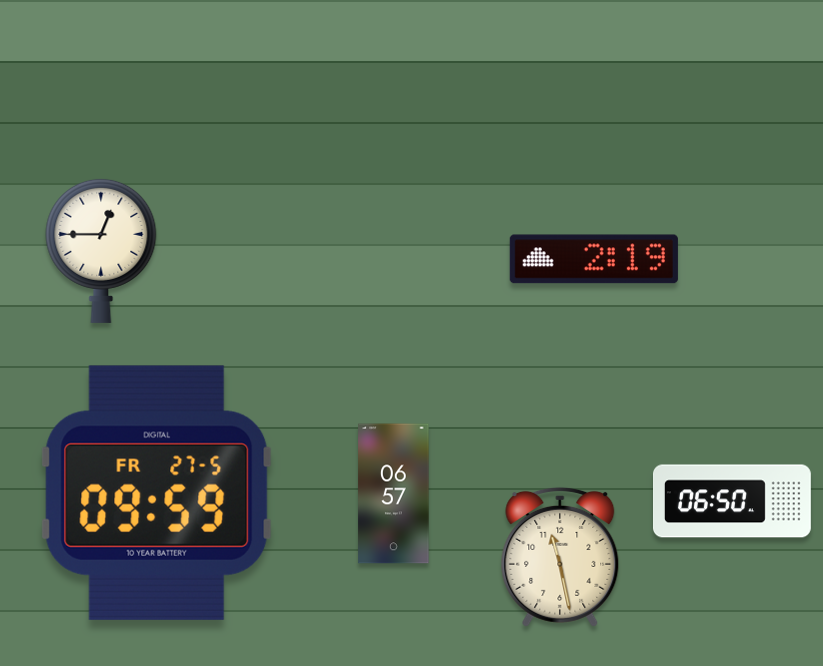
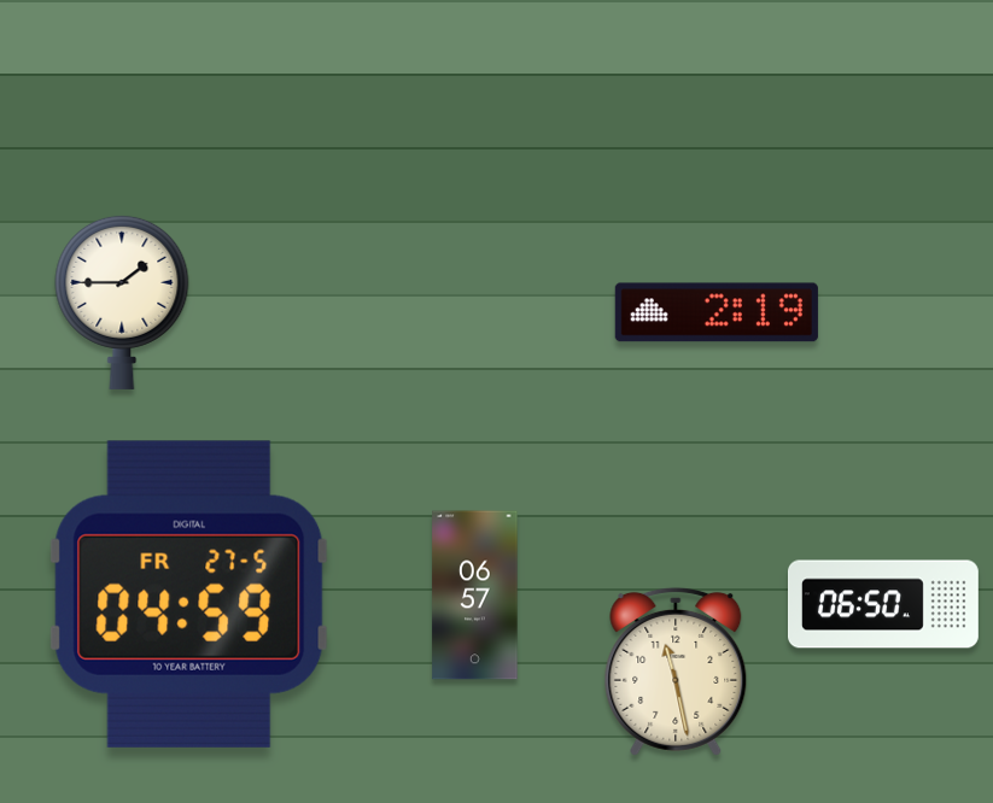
clock at (101, 250): 12:45 -> 1:45
clock at (157, 493): 09:59 -> 04:59
